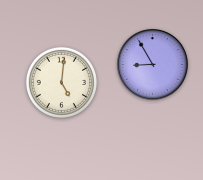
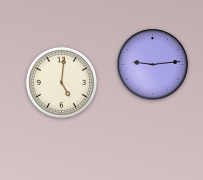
clock at (153, 65): 8:55 -> 9:14
